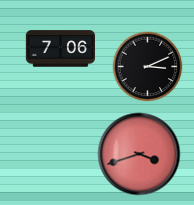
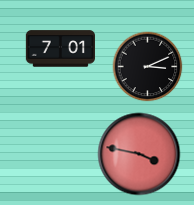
clock at (60, 49): 7:06 -> 7:01
clock at (139, 154): 3:42 -> 3:47
